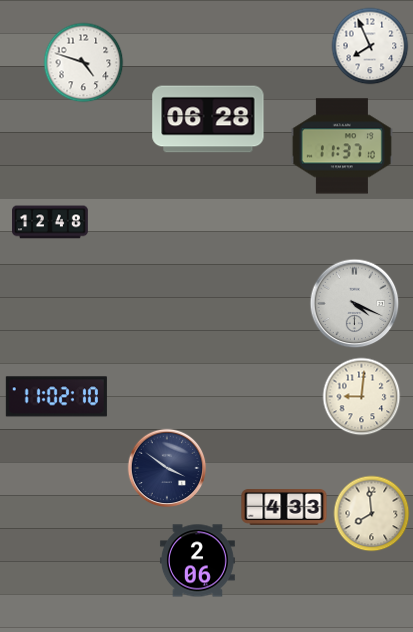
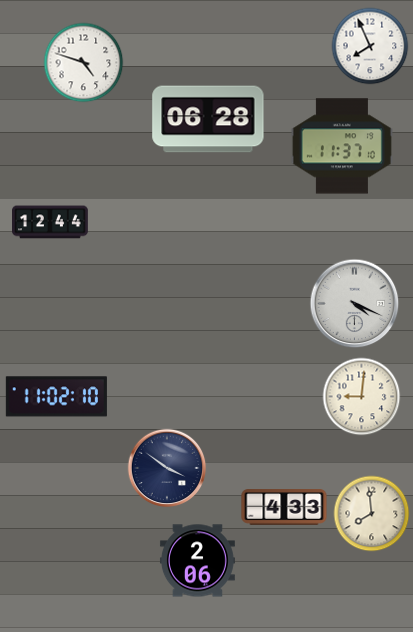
clock at (51, 222): 12:48 -> 12:44
